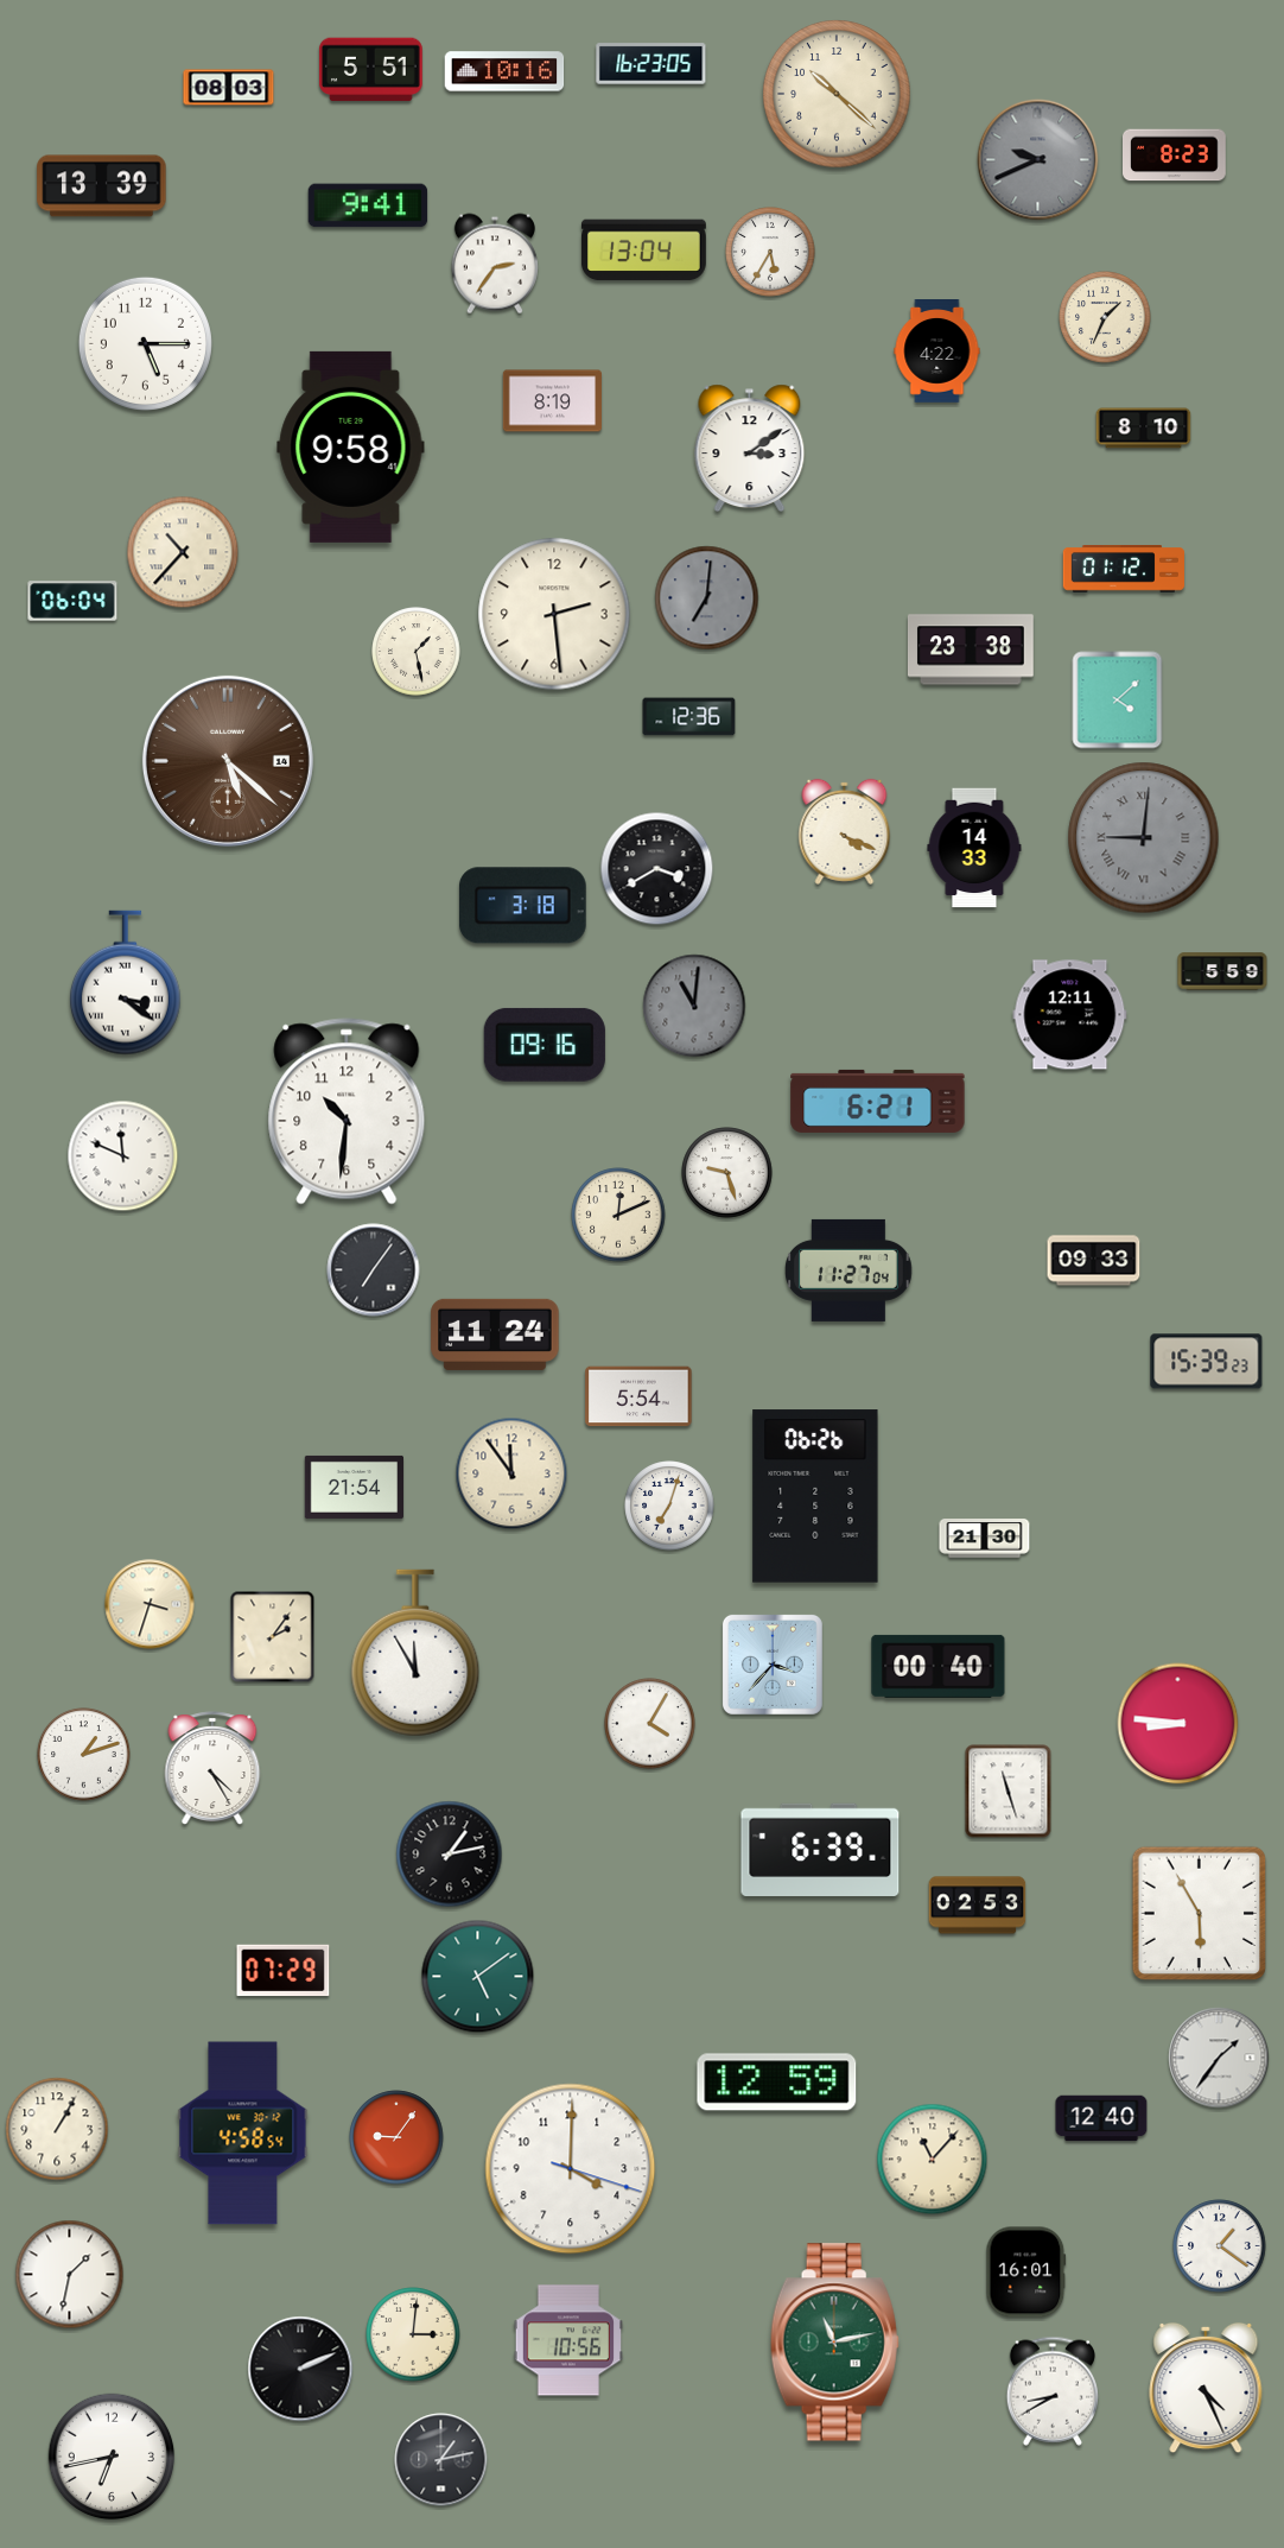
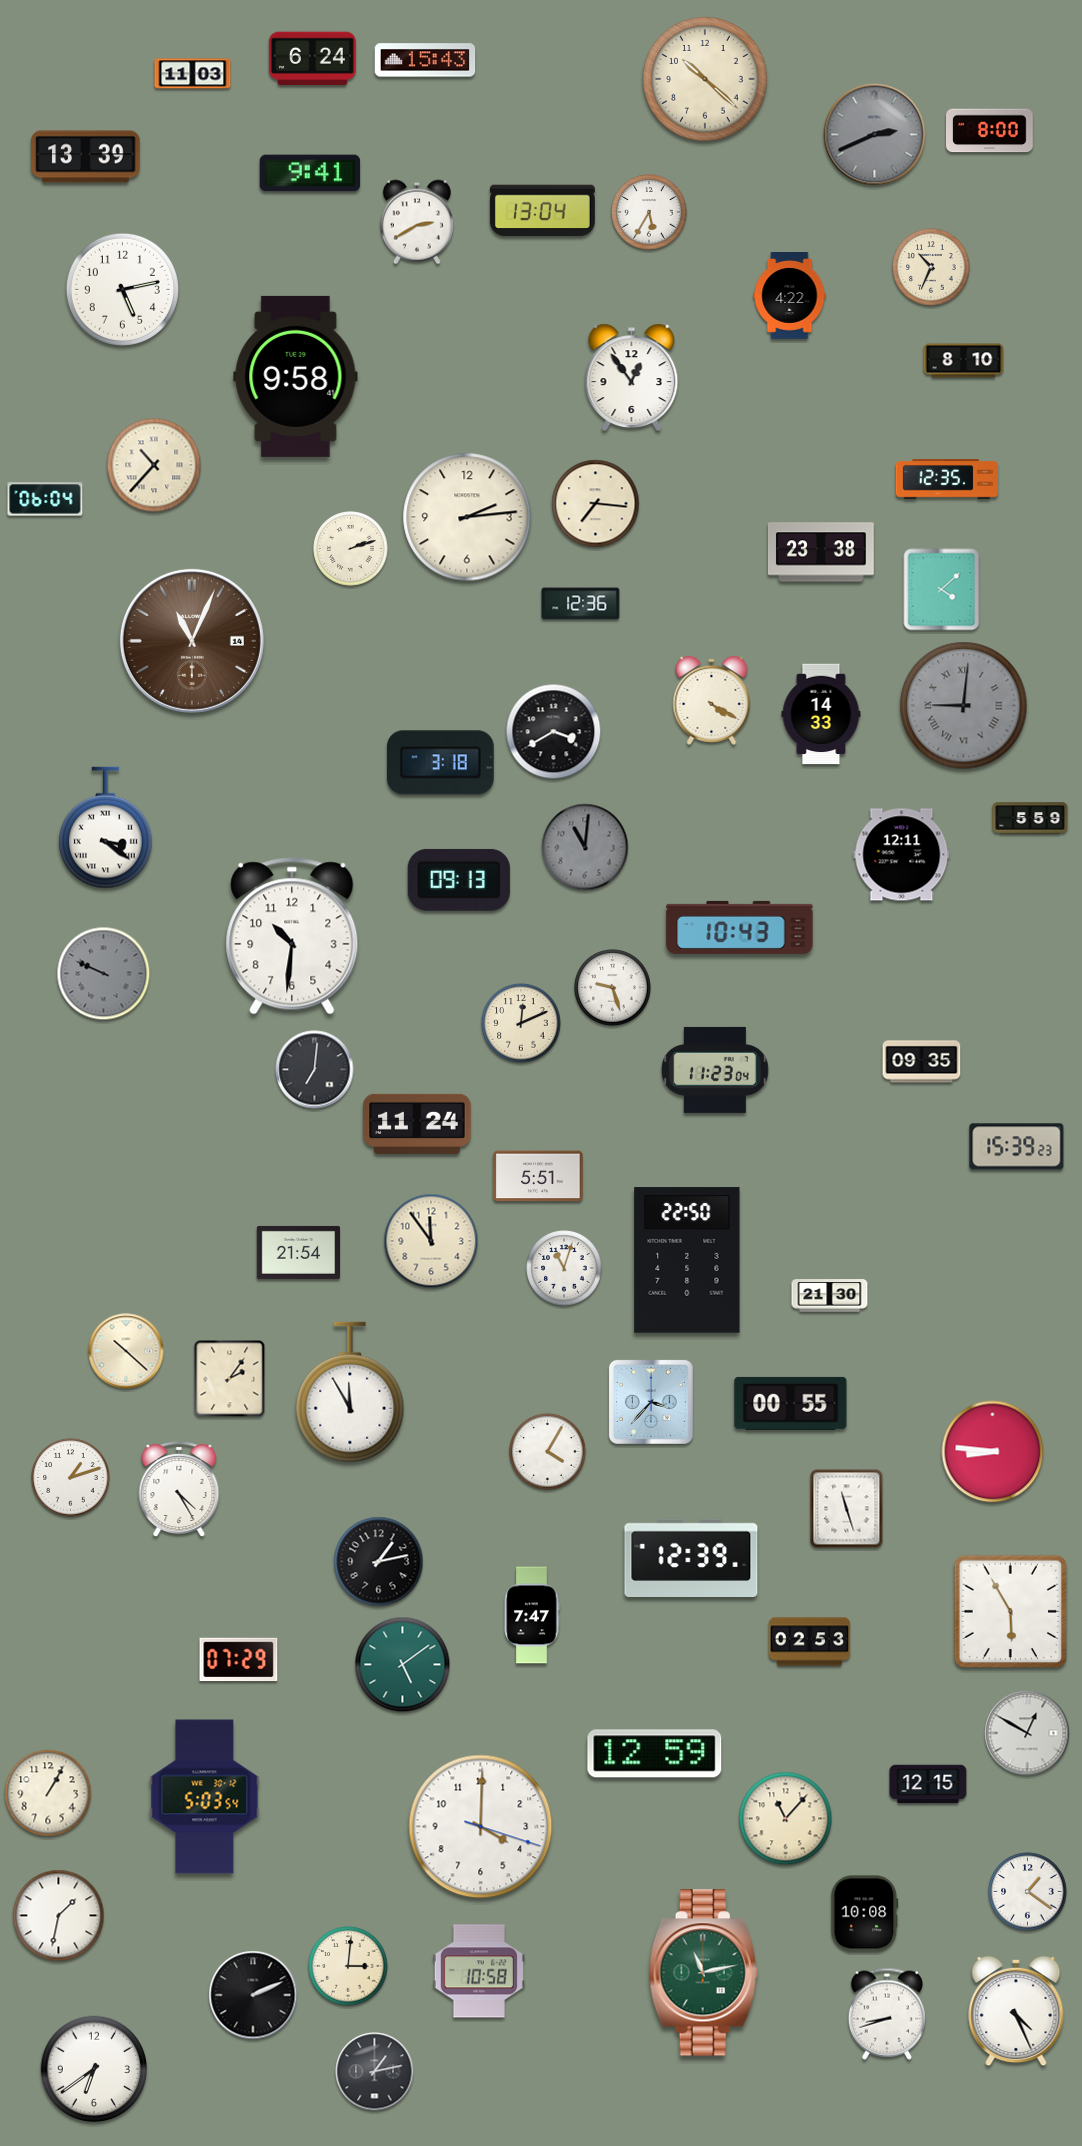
clock at (651, 64): 16:23 -> none
clock at (370, 70): 5:51 -> 6:24
clock at (504, 71): 10:16 -> 15:43
clock at (229, 88): 08:03 -> 11:03
clock at (1175, 156): 8:23 -> 8:00
clock at (1038, 160): 9:41 -> 2:41
clock at (495, 264): 2:36 -> 2:40
clock at (1105, 317): 1:34 -> 10:34
clock at (145, 343): 5:15 -> 5:13
clock at (552, 401): 8:19 -> none
clock at (750, 448): 3:09 -> 12:54
clock at (1123, 570): 01:12 -> 12:35
clock at (707, 598): 7:01 -> 7:16
clock at (707, 598) dial: grey -> cream
clock at (72, 601) position: (72, 601) -> (45, 499)
clock at (554, 614): 2:29 -> 2:14
clock at (971, 649) position: (971, 649) -> (821, 552)
clock at (417, 652): 1:28 -> 2:12
clock at (228, 761): 5:22 -> 11:04
clock at (845, 831): 4:19 -> 4:20
clock at (545, 1045): 09:16 -> 09:13
clock at (878, 1101): 6:21 -> 10:43
clock at (123, 1156): 11:49 -> 9:49
clock at (123, 1156) dial: white -> grey
clock at (1094, 1261): 09:33 -> 09:35
clock at (374, 1270): 7:06 -> 7:01
clock at (850, 1270): 11:27 -> 11:23
clock at (638, 1396): 5:54 -> 5:51
clock at (815, 1496): 06:26 -> 22:50
clock at (669, 1506): 7:03 -> 11:03
clock at (150, 1604): 3:33 -> 10:22
clock at (939, 1666): 00:40 -> 00:55
clock at (1009, 1792) position: (1009, 1792) -> (847, 1509)
clock at (820, 1849): 6:39 -> 12:39
clock at (978, 1906) position: (978, 1906) -> (810, 1642)
clock at (532, 1615): none -> 7:47
clock at (1219, 2058): 1:36 -> 12:50
clock at (1101, 2118): 12:40 -> 12:15
clock at (243, 2134): 4:58 -> 5:03
clock at (396, 2137): 9:06 -> none
clock at (1026, 2273): 16:01 -> 10:08
clock at (568, 2340): 10:56 -> 10:58
clock at (1051, 2391): 8:40 -> 8:42
clock at (112, 2457): 6:43 -> 6:39
clock at (441, 2460) position: (441, 2460) -> (375, 2072)
